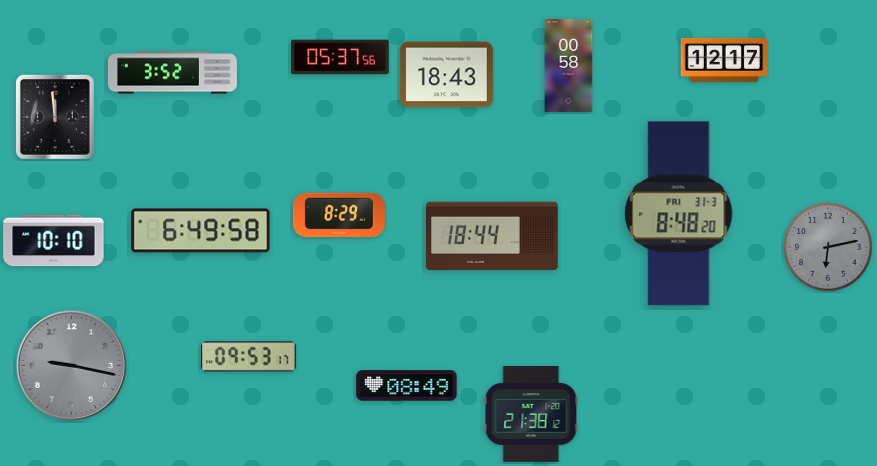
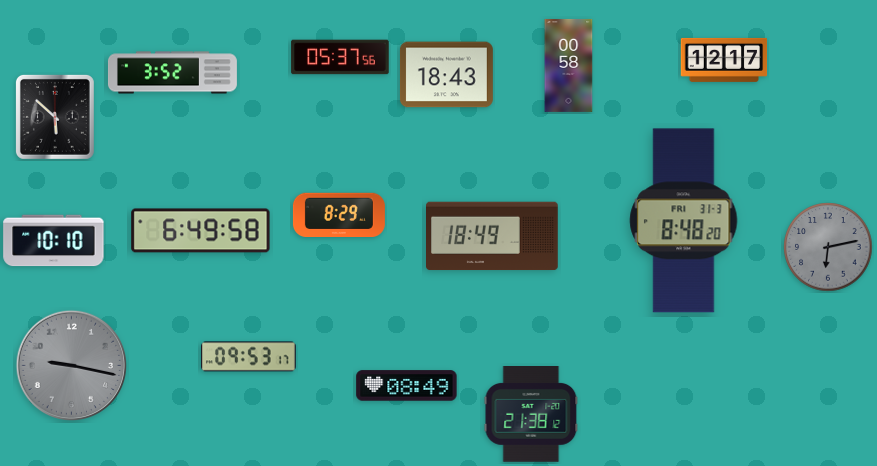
clock at (55, 117): 11:59 -> 5:52
clock at (679, 214) position: (679, 214) -> (684, 221)
clock at (493, 236): 18:44 -> 18:49
